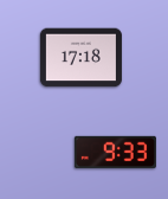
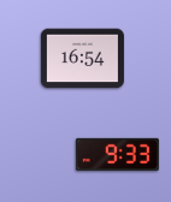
clock at (80, 58): 17:18 -> 16:54
